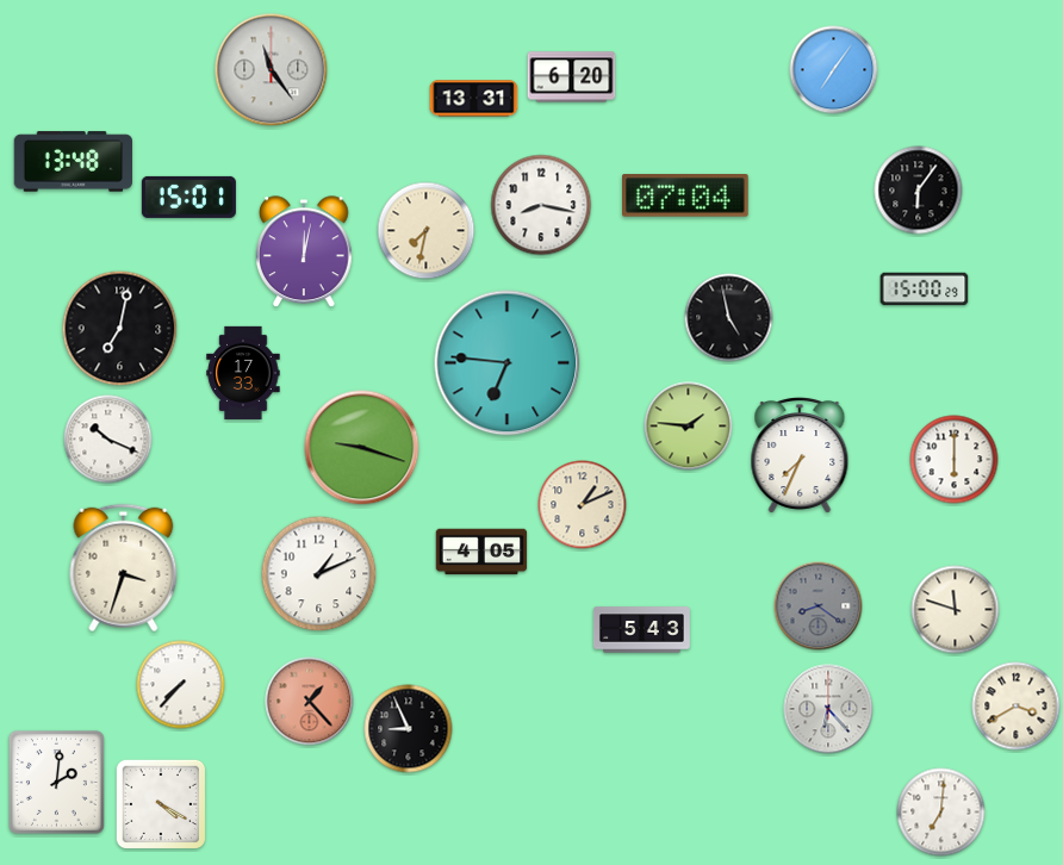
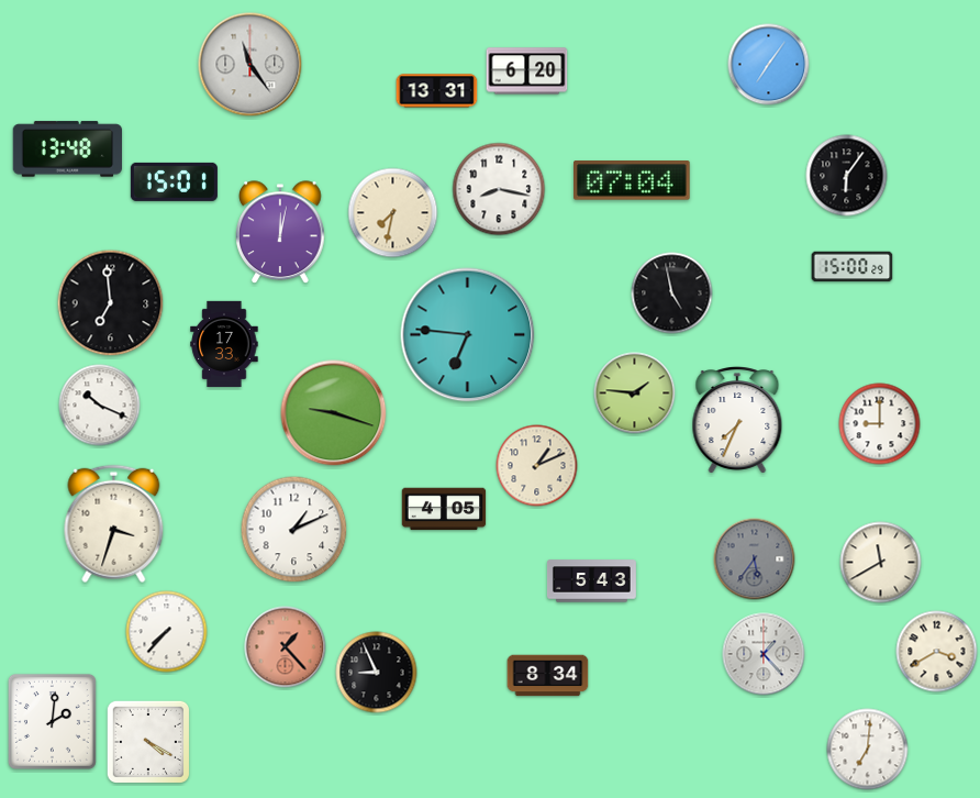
clock at (120, 329): 7:02 -> 6:59
clock at (955, 460): 6:00 -> 9:00
clock at (819, 606): 8:21 -> 5:36
clock at (956, 610): 11:48 -> 11:40
clock at (828, 709): 6:23 -> 1:23
clock at (548, 676): none -> 8:34
